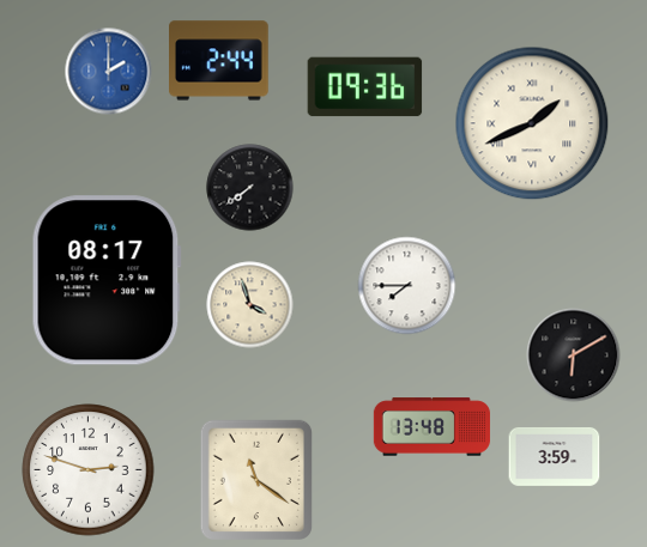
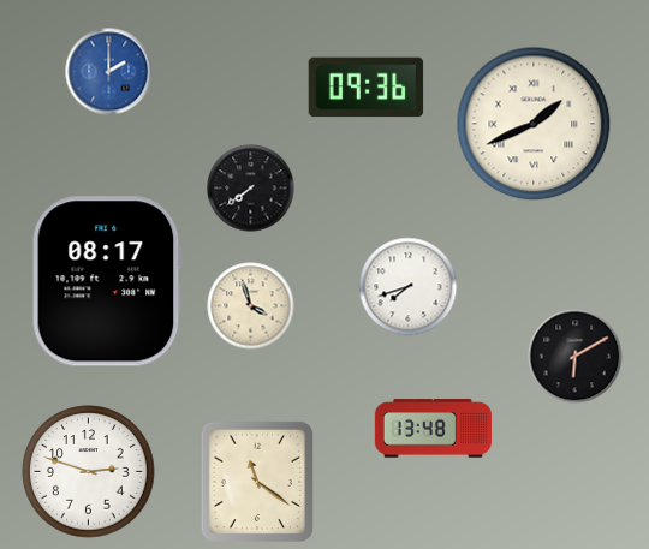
clock at (219, 61): 2:44 -> none
clock at (407, 286): 7:45 -> 7:42
clock at (555, 456): 3:59 -> none
